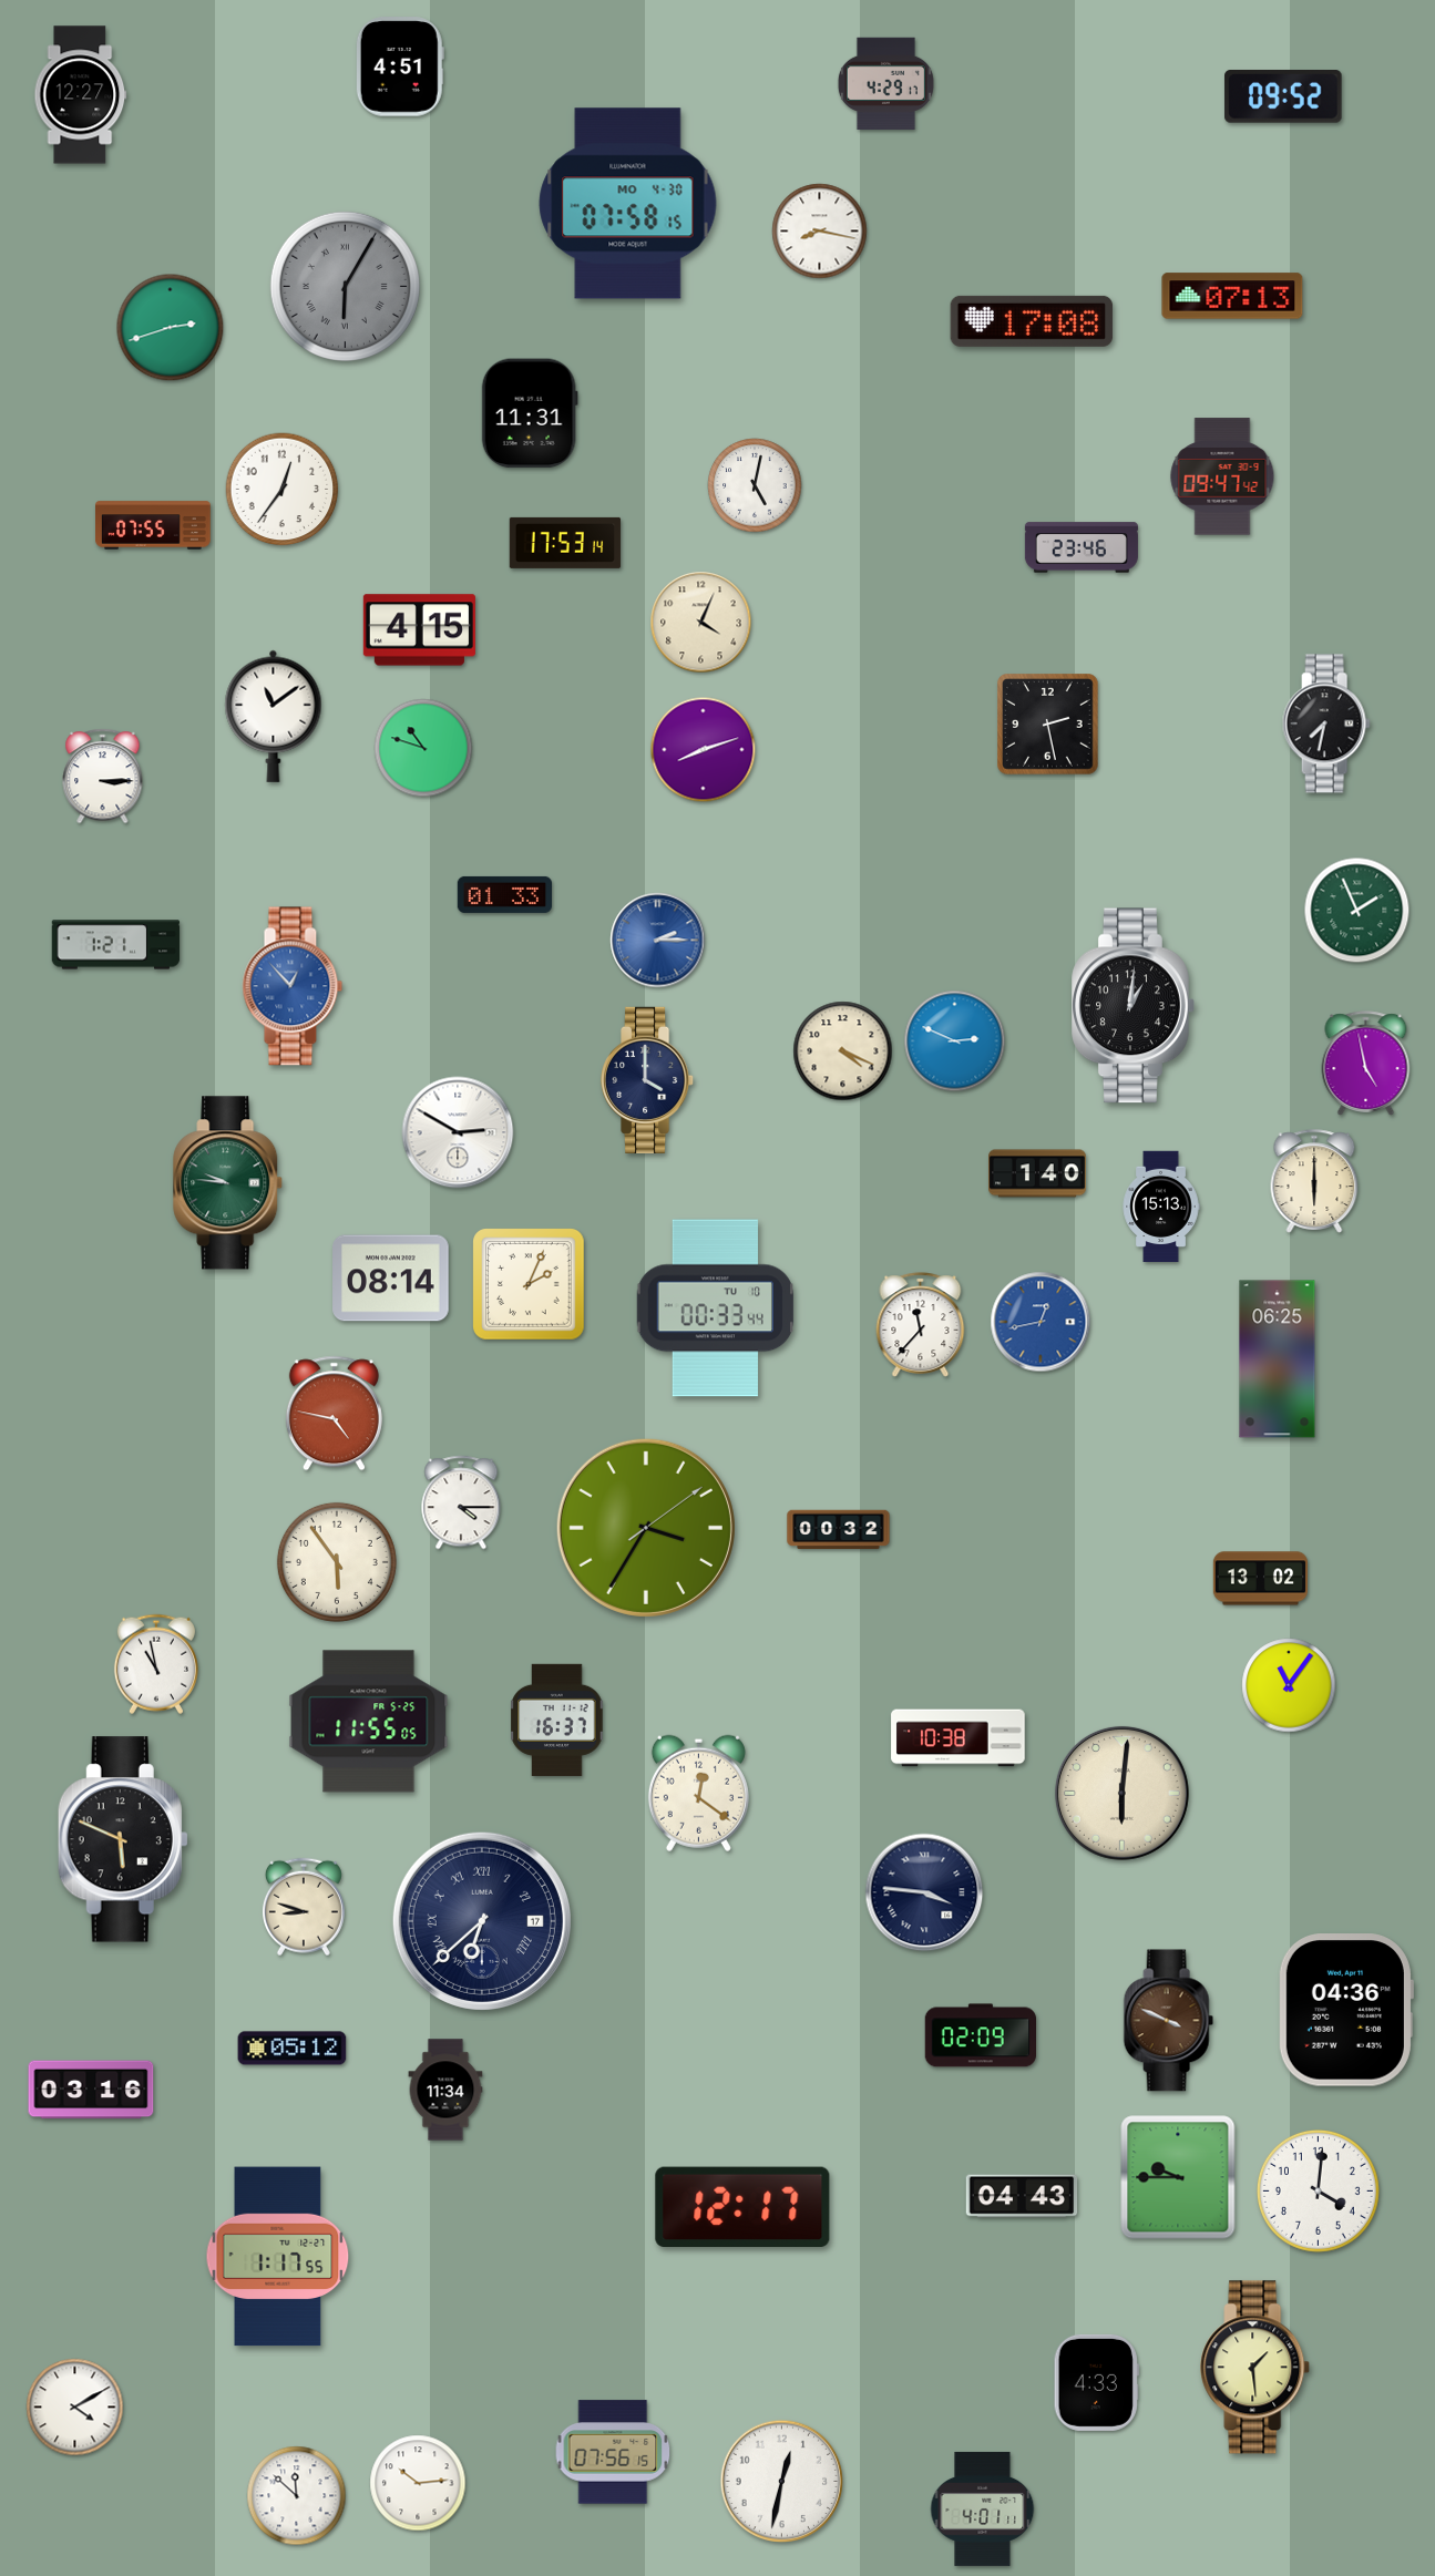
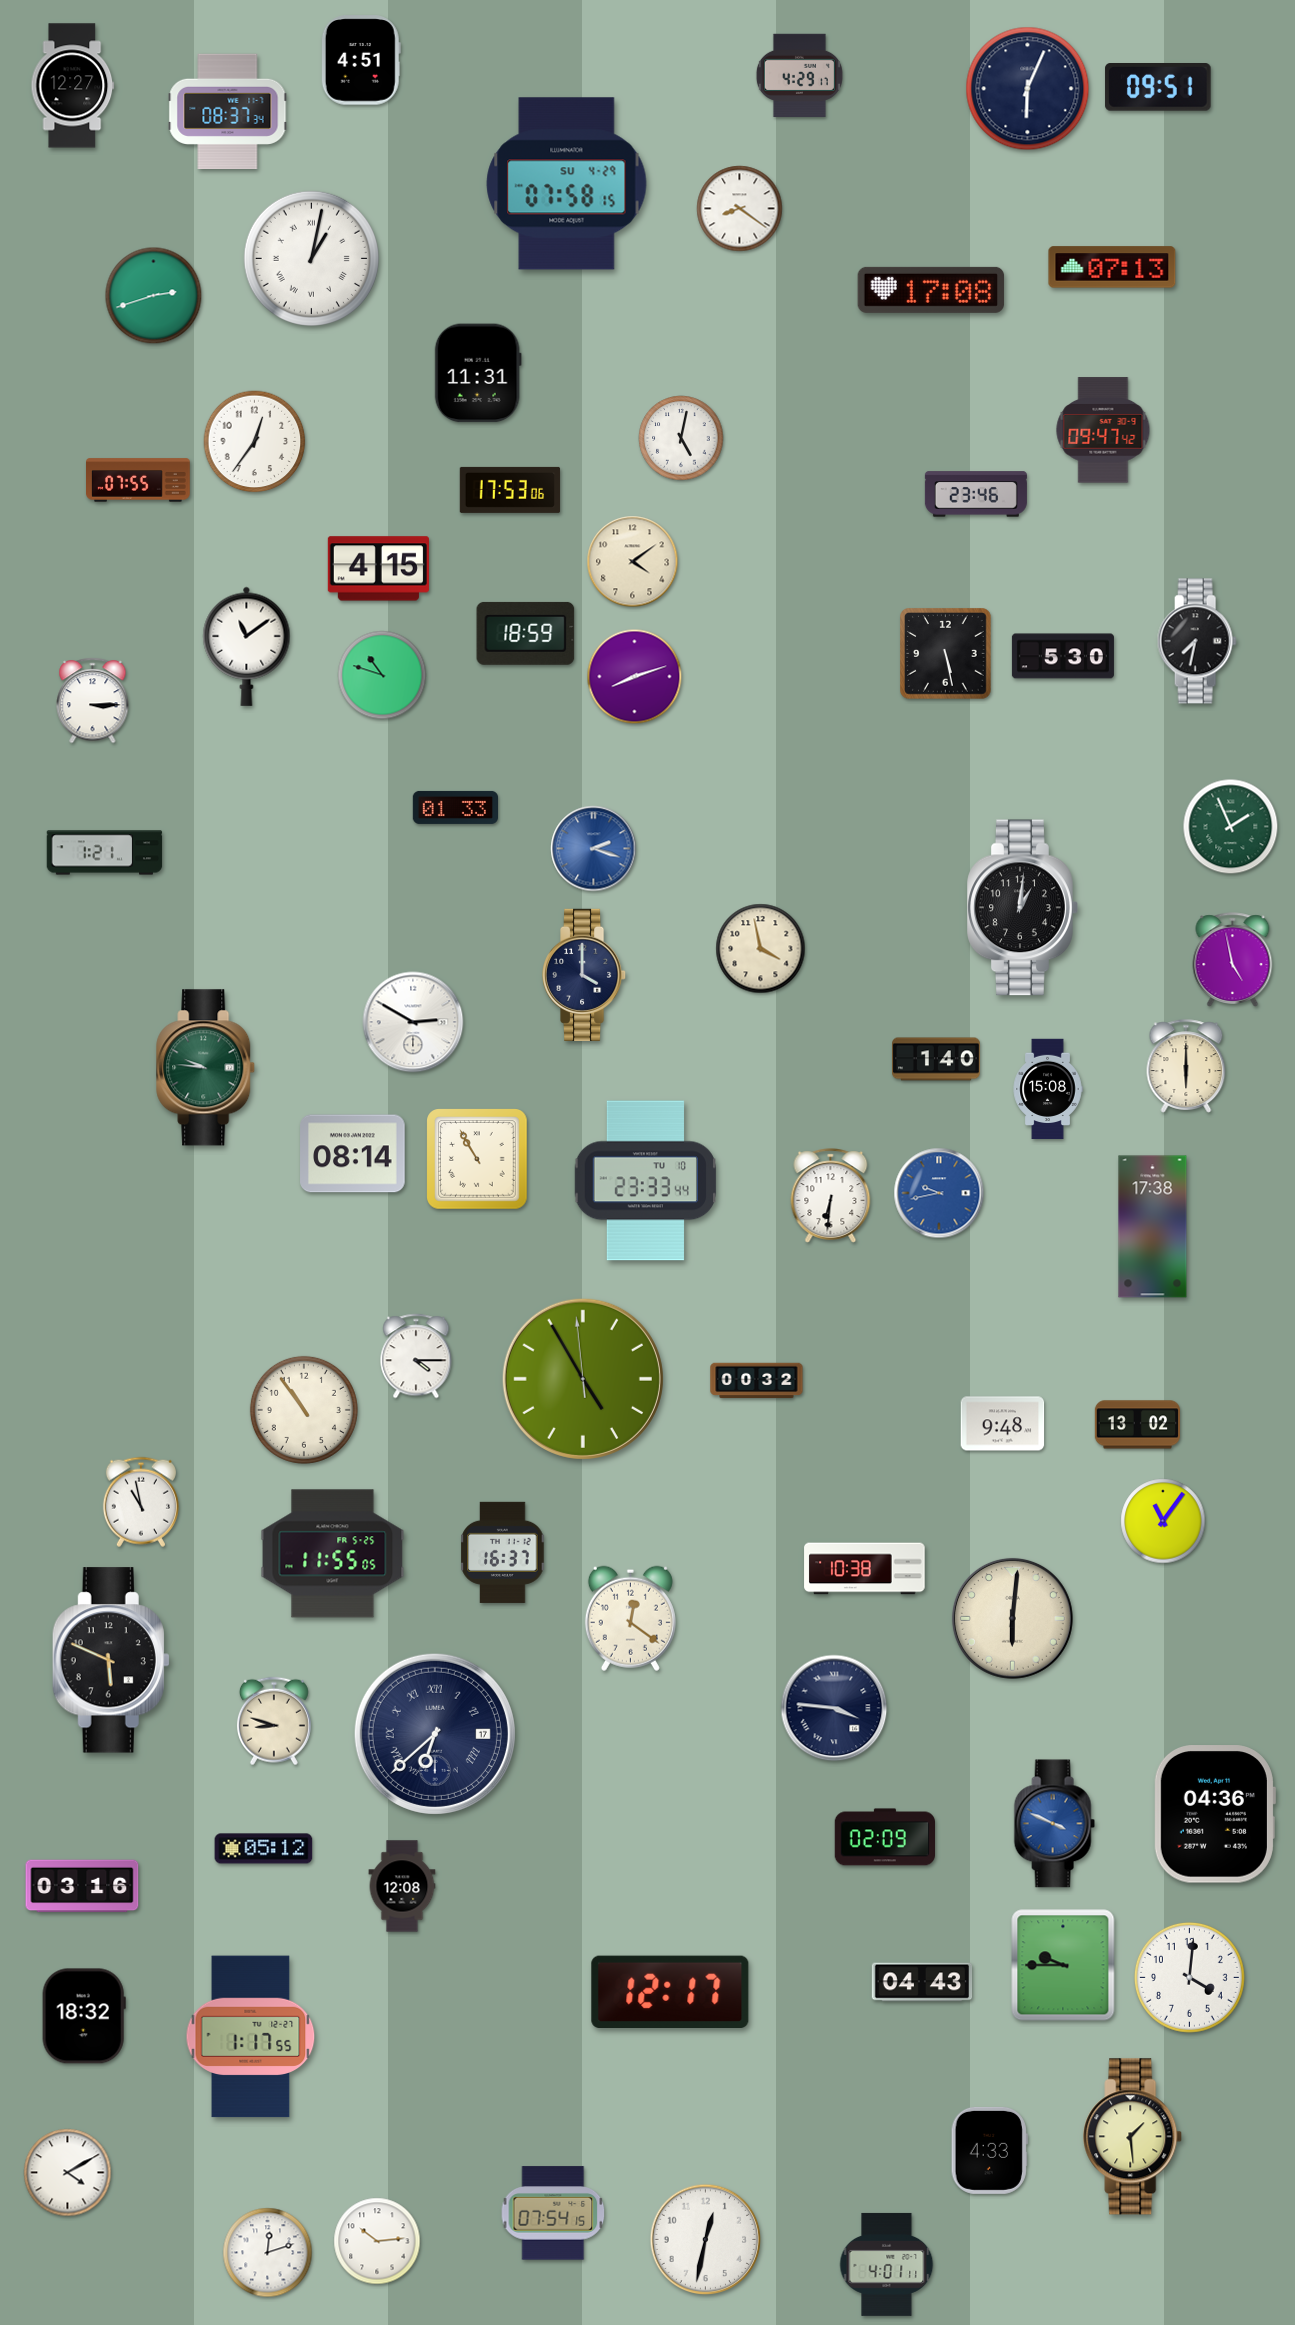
clock at (1283, 98): 09:52 -> 09:51
clock at (1028, 89): none -> 6:04
clock at (228, 111): none -> 08:37
clock at (628, 204) date: MO 4-30 -> SU 4-29
clock at (820, 232): 8:17 -> 8:21
clock at (345, 286): 6:05 -> 1:02
clock at (345, 286) dial: grey -> white
clock at (154, 525) position: (154, 525) -> (139, 480)
clock at (565, 543): 17:53:14 -> 17:53:06
clock at (701, 623): 4:04 -> 4:09
clock at (526, 633): none -> 18:59
clock at (1326, 723) position: (1326, 723) -> (1197, 641)
clock at (1048, 725): 2:28 -> 5:28
clock at (1063, 656): none -> 5:30
clock at (1357, 911) position: (1357, 911) -> (1231, 827)
clock at (658, 941): 2:15 -> 2:18
clock at (293, 986): 12:53 -> none
clock at (955, 1041): 2:49 -> none
clock at (843, 1051): 4:19 -> 3:58
clock at (1161, 1207): 15:13 -> 15:08
clock at (529, 1284): 2:04 -> 10:55
clock at (715, 1308): 00:33 -> 23:33
clock at (1041, 1322): 12:43 -> 9:43
clock at (921, 1325): 11:37 -> 6:31
clock at (1278, 1359): 06:25 -> 17:38
clock at (334, 1414): 4:47 -> none
clock at (646, 1528): 3:35 -> 4:54
clock at (337, 1562): 5:54 -> 10:54
clock at (1003, 1424): none -> 9:48
clock at (1168, 2021) dial: brown -> blue
clock at (445, 2090): 11:34 -> 12:08
clock at (84, 2016): none -> 18:32
clock at (613, 2452): 07:56 -> 07:54
clock at (297, 2496): 11:52 -> 12:12
